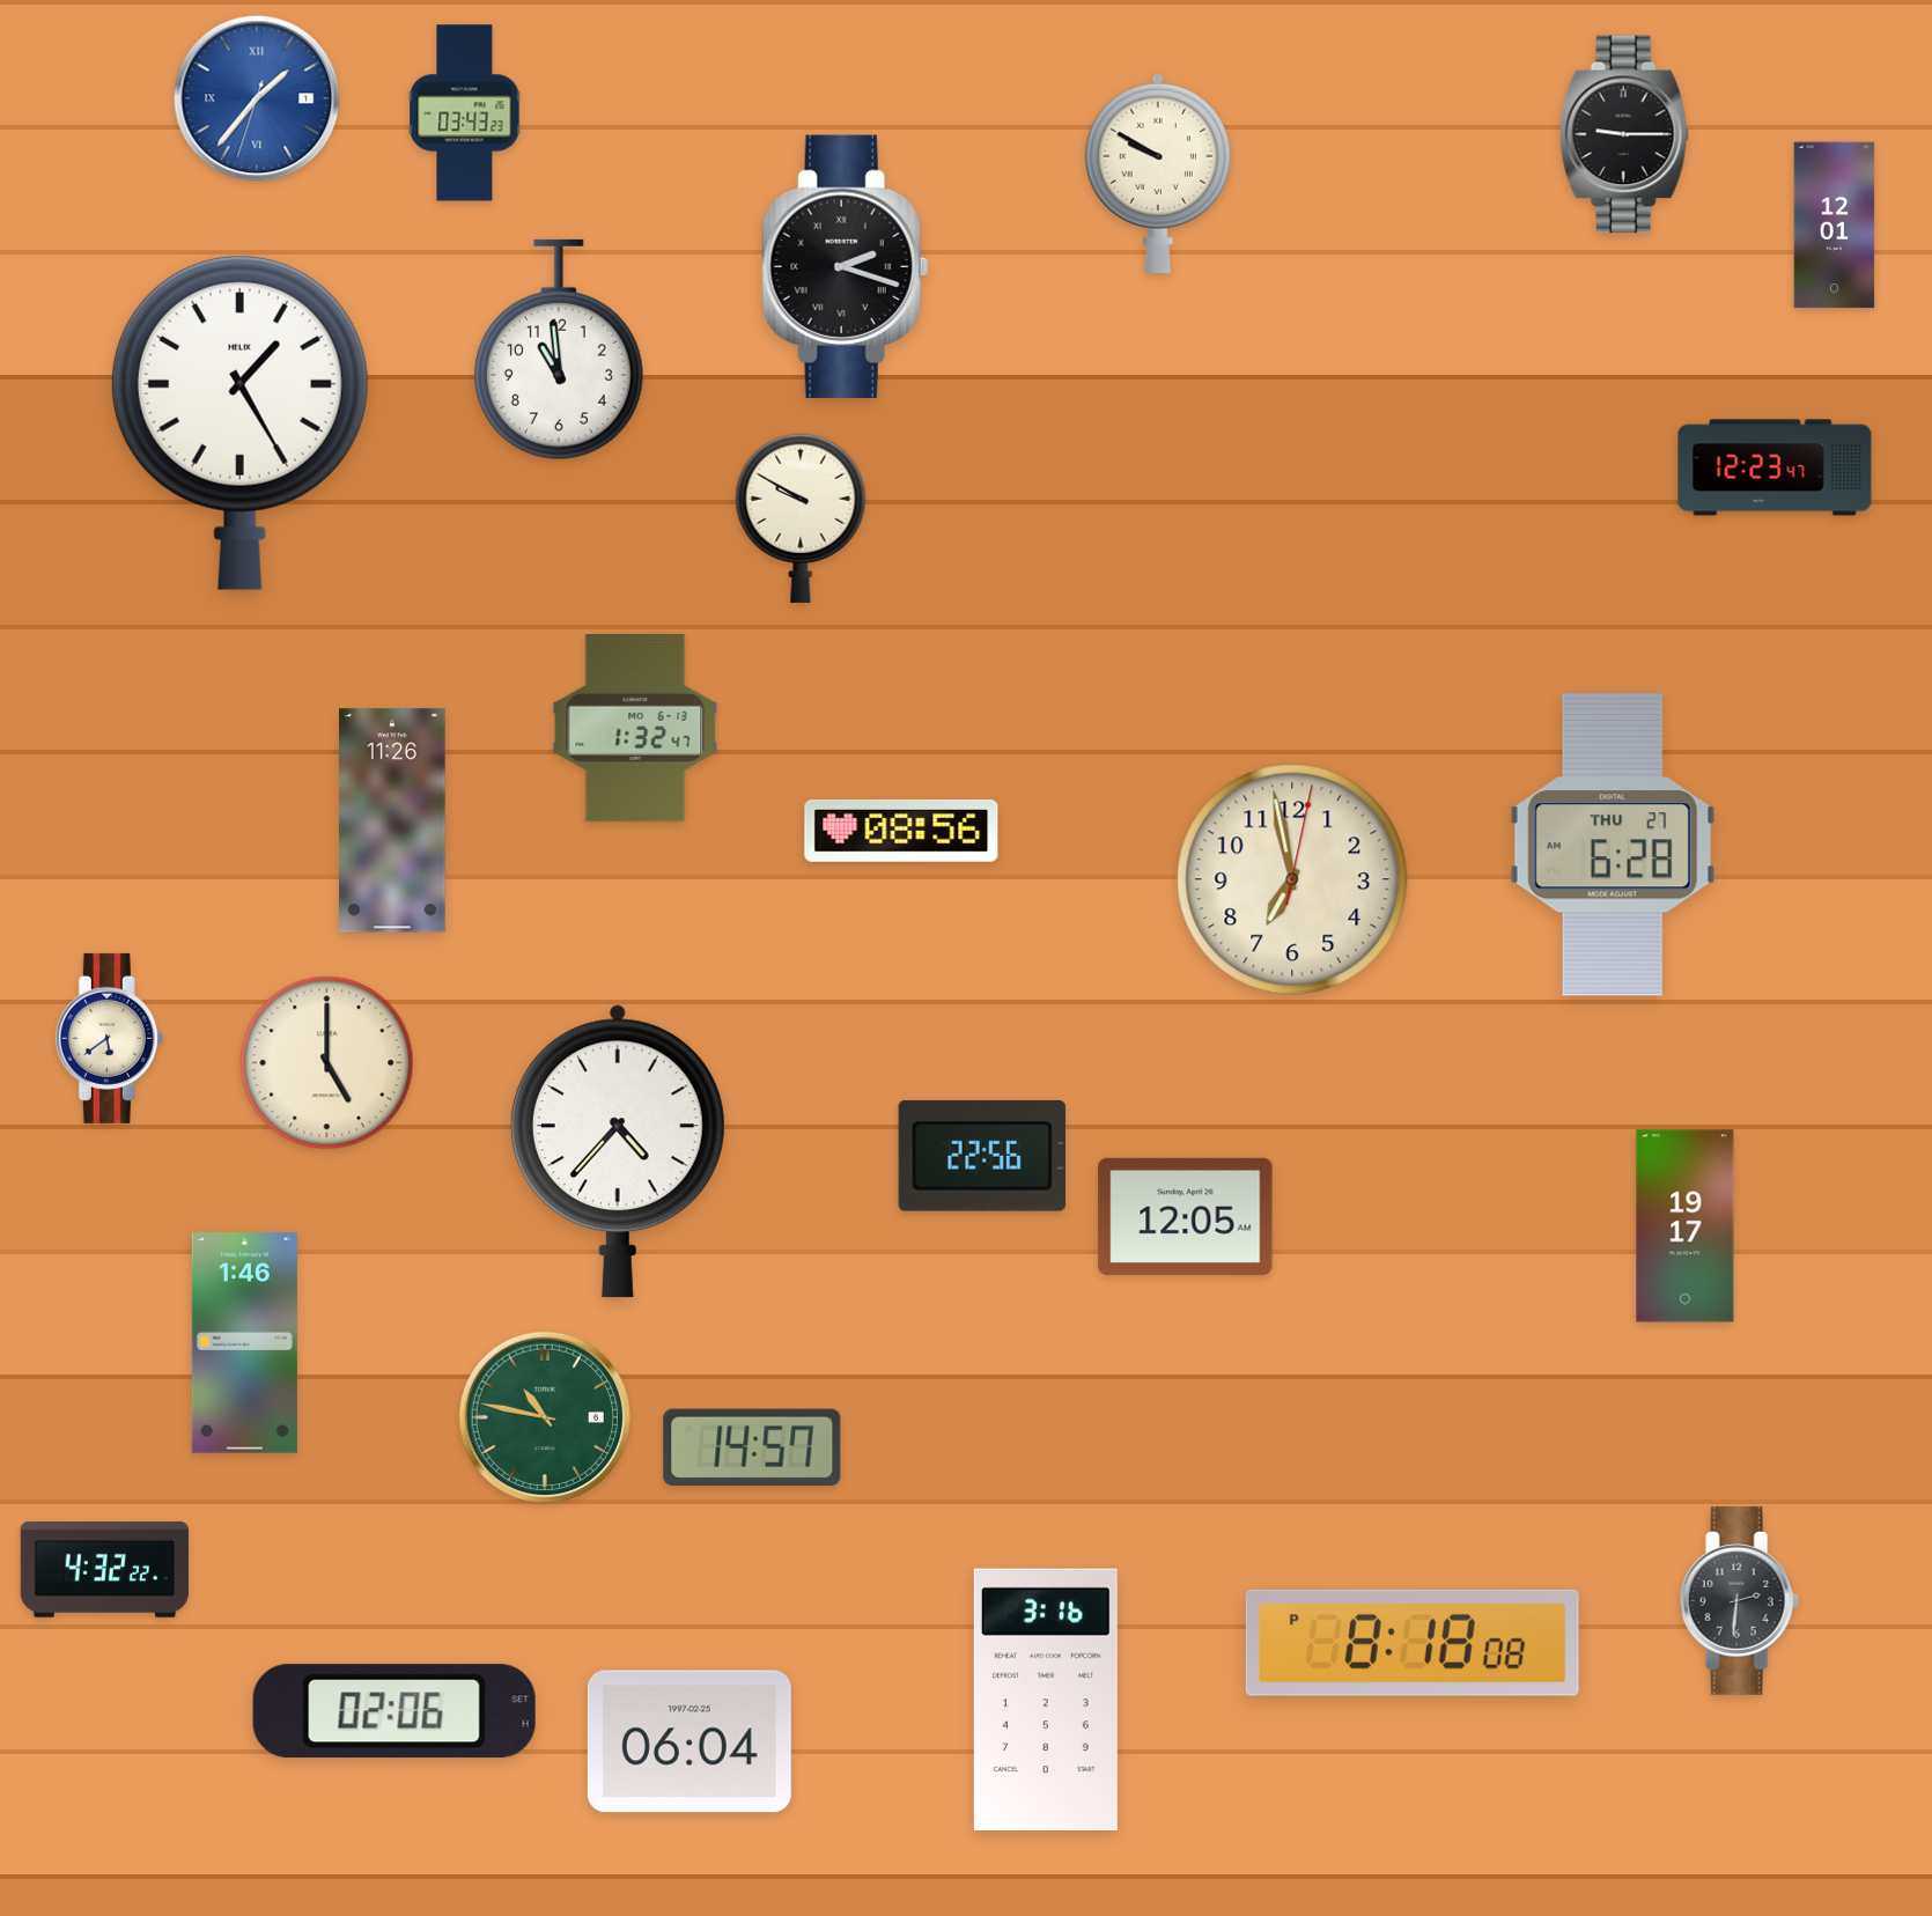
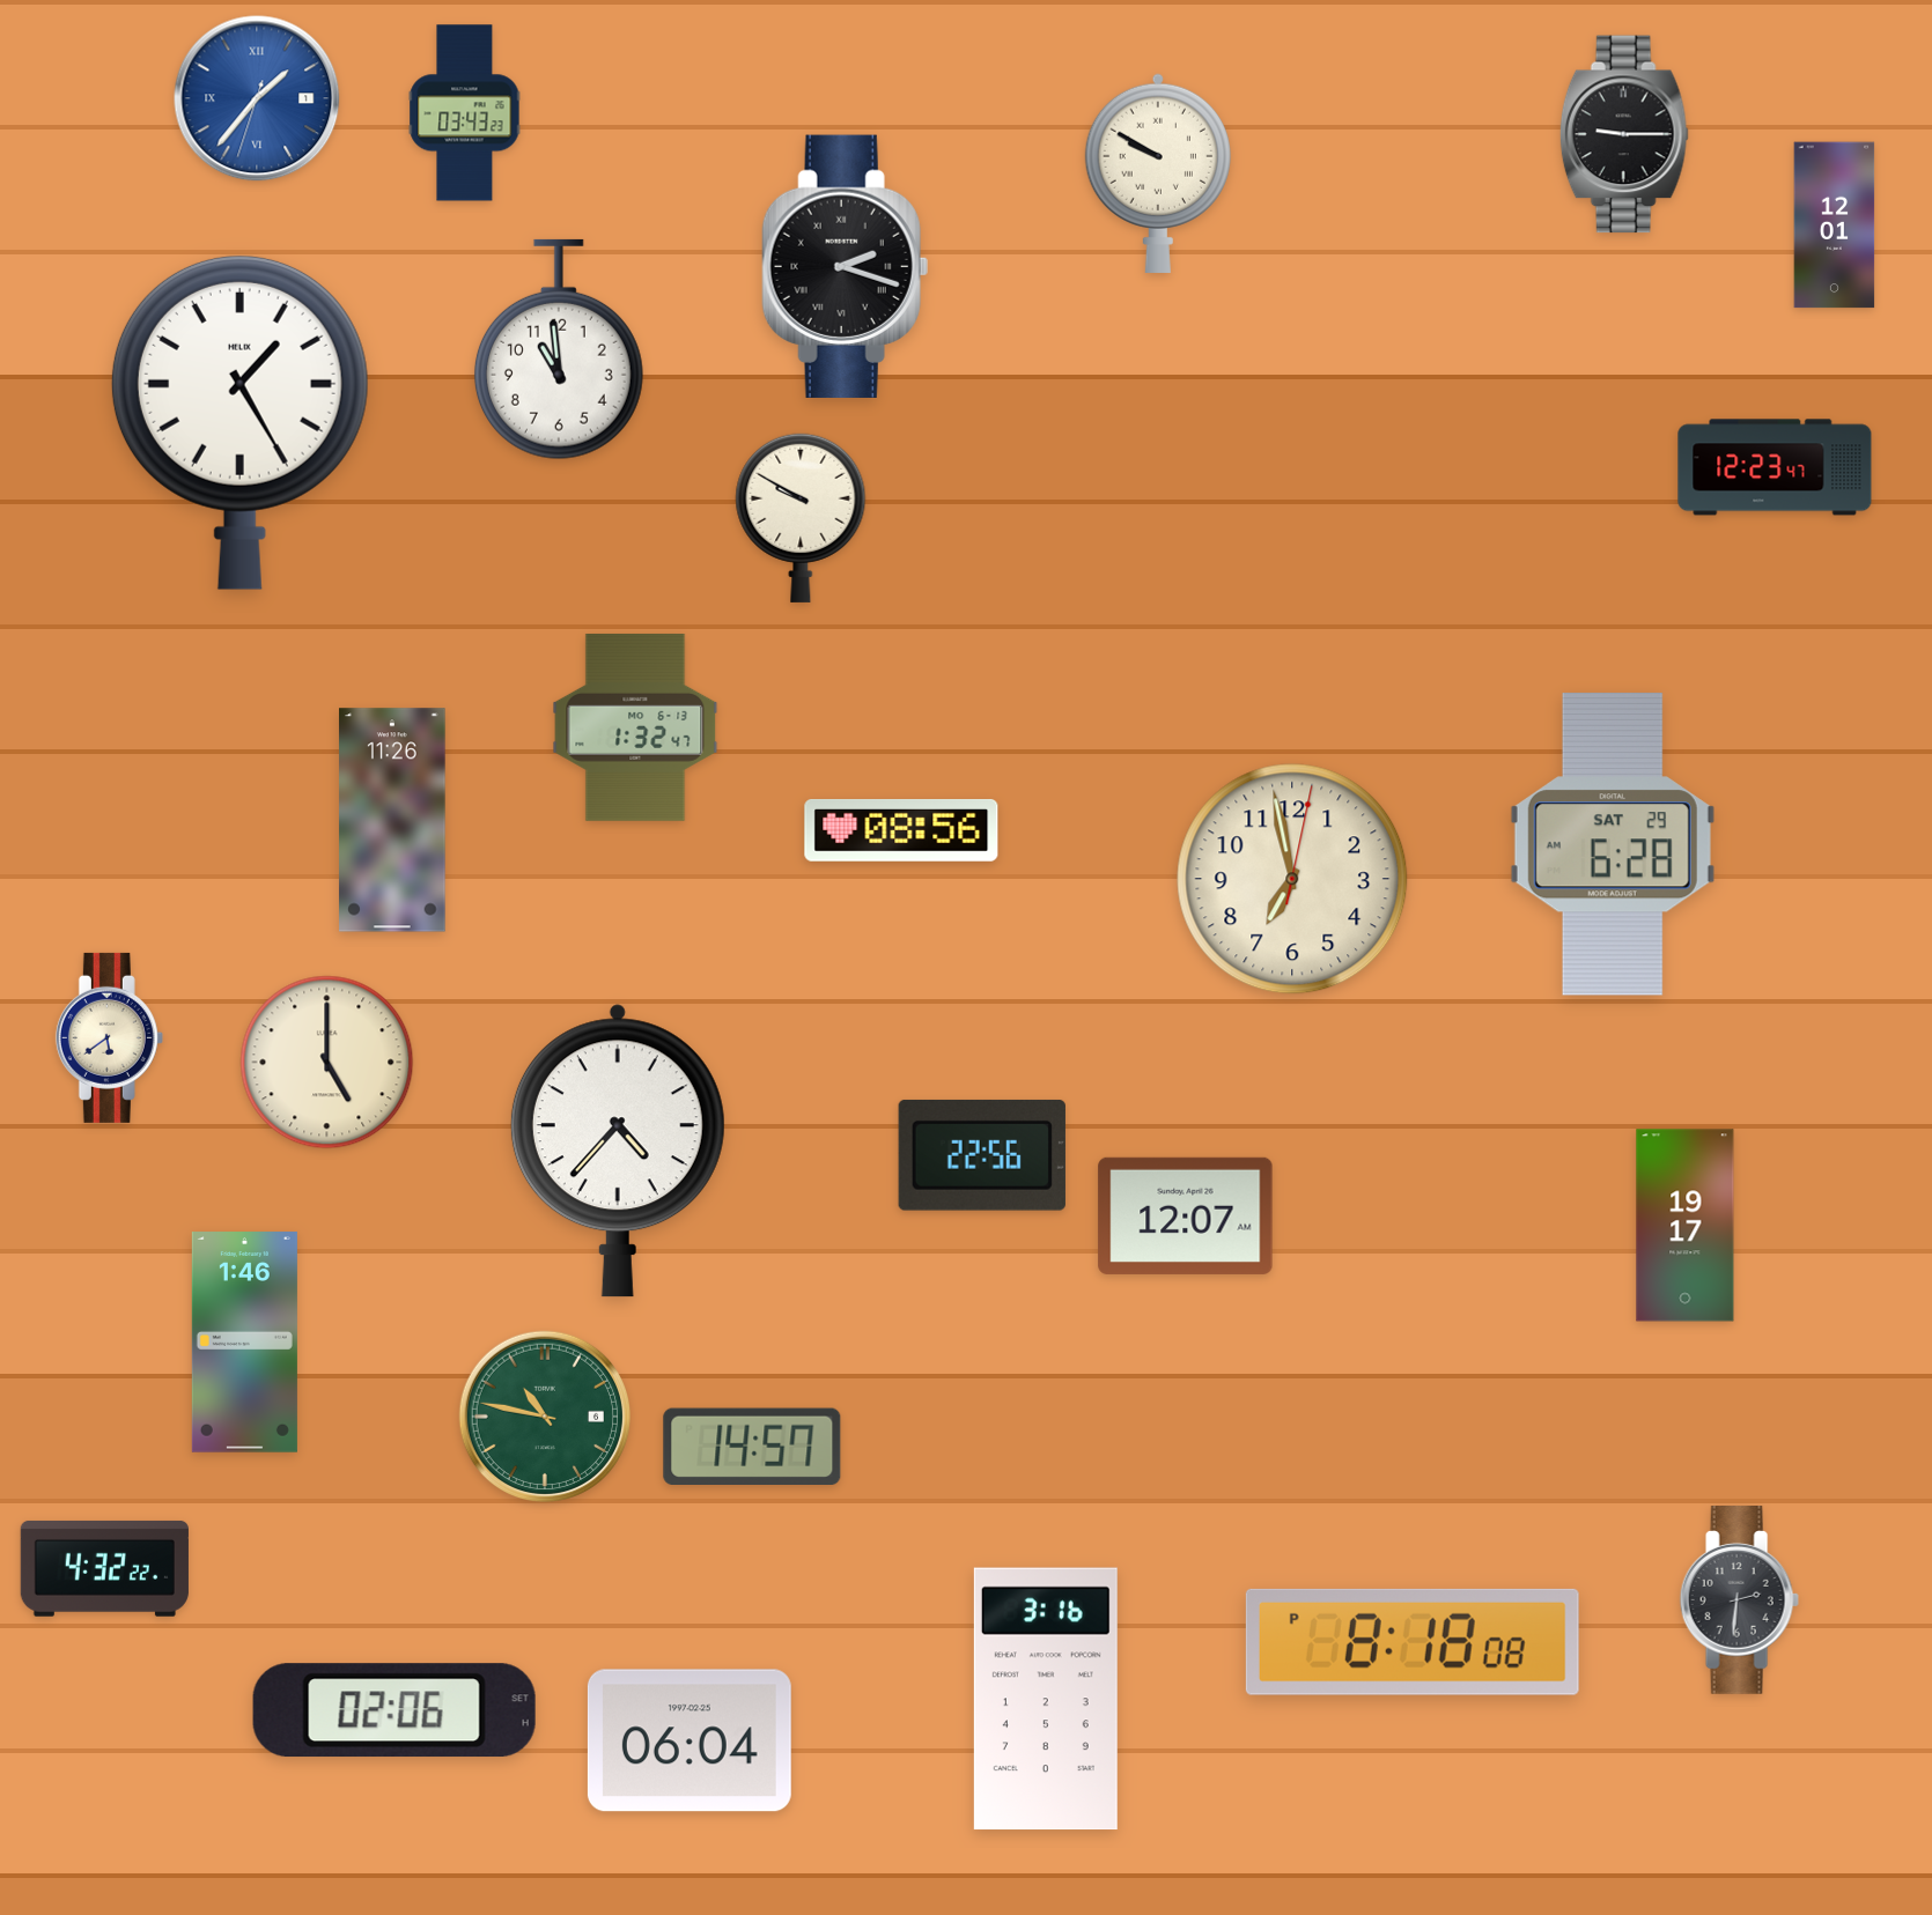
clock at (1613, 845) date: THU 27 -> SAT 29
clock at (1186, 1216): 12:05 -> 12:07
